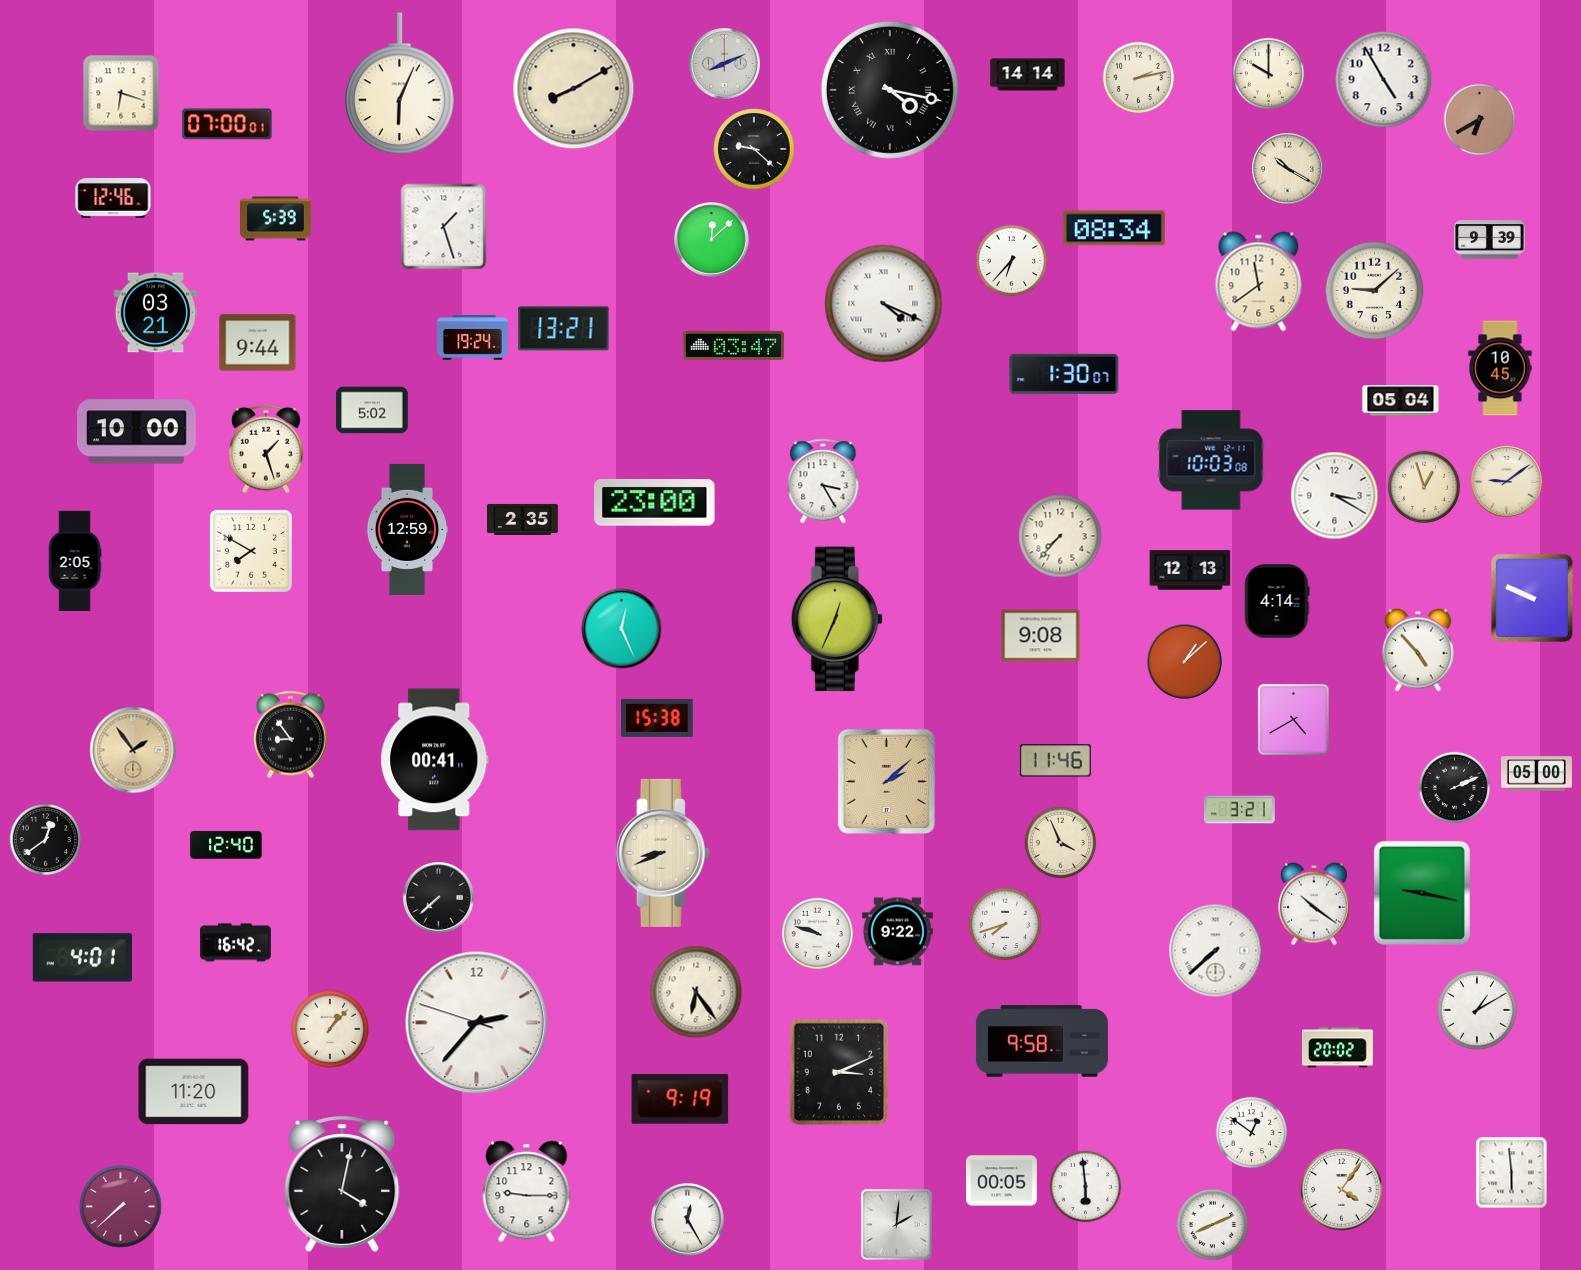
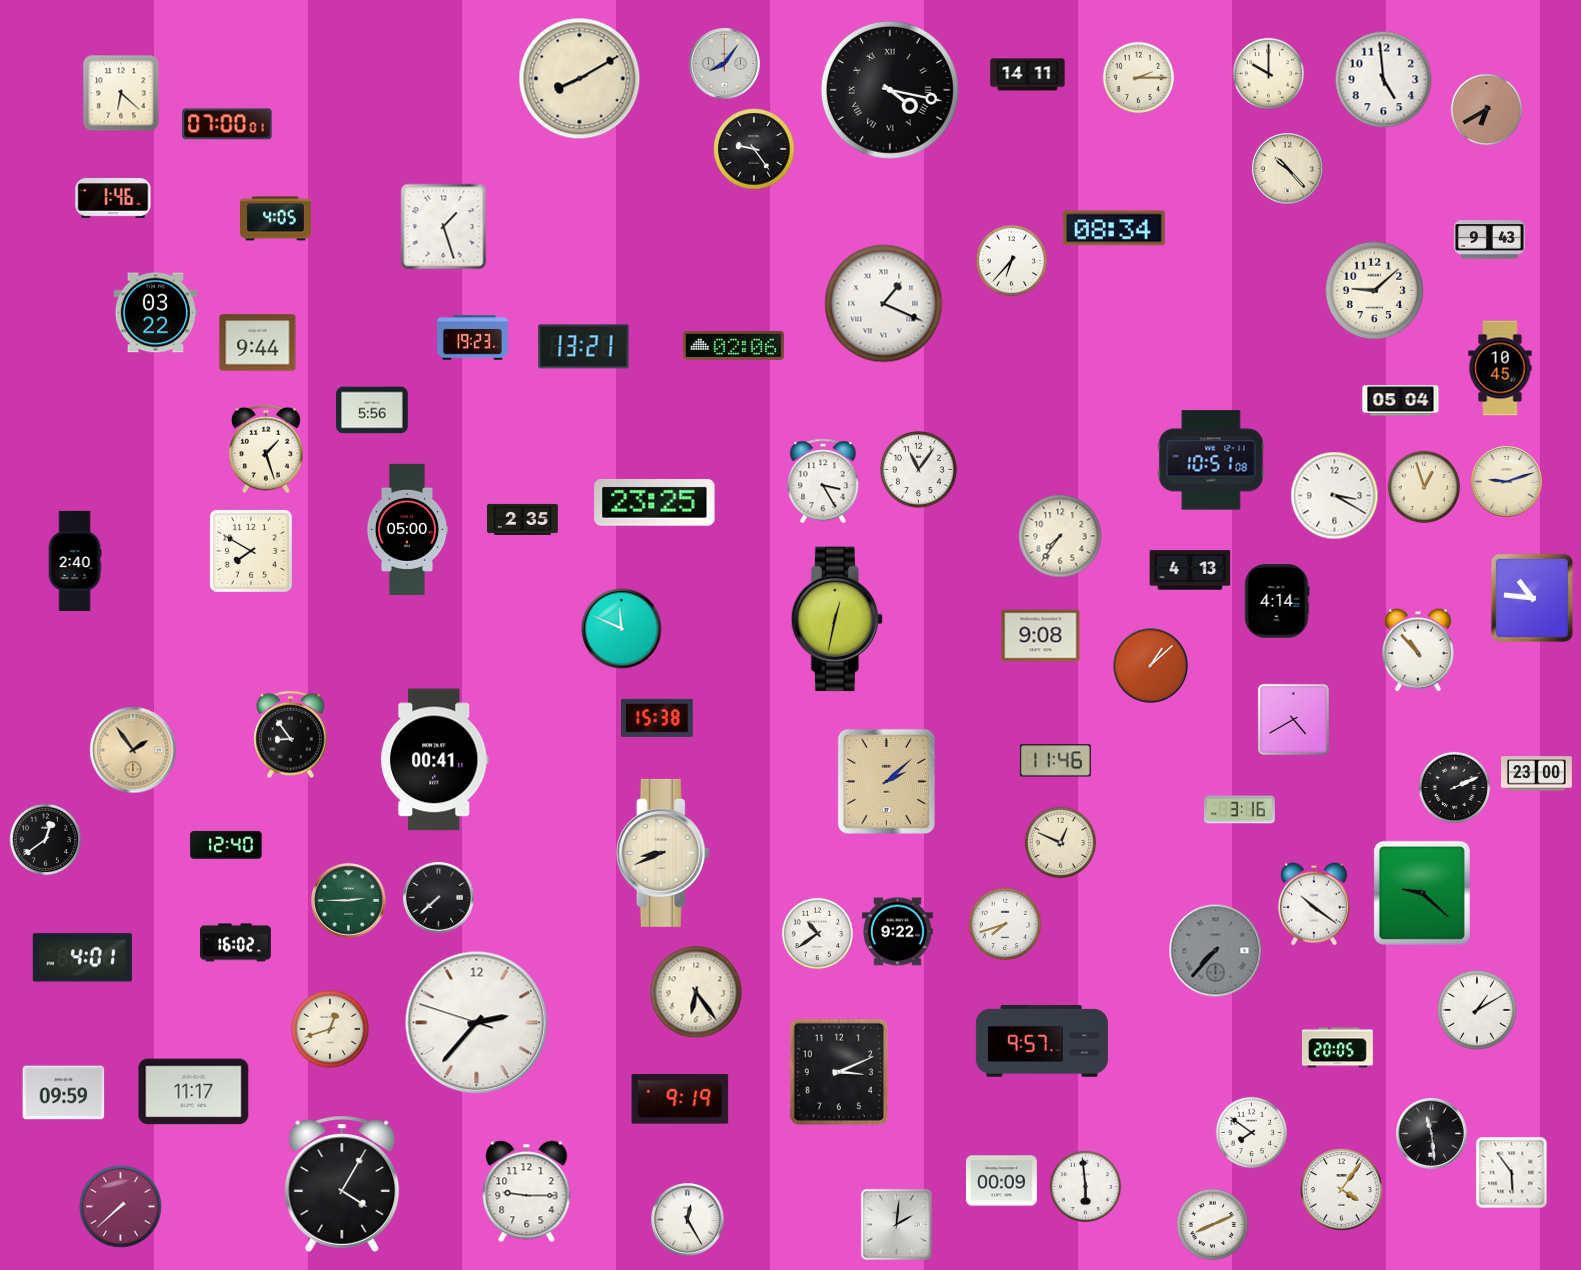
clock at (725, 64): 8:11 -> 8:06
clock at (1028, 75): 14:14 -> 14:11
clock at (1139, 78): 2:13 -> 2:15
clock at (1384, 80): 4:55 -> 4:59
clock at (400, 84): 6:04 -> none
clock at (574, 89) position: (574, 89) -> (580, 79)
clock at (121, 93): 6:18 -> 6:22
clock at (1480, 120) position: (1480, 120) -> (1487, 110)
clock at (754, 149): 9:22 -> 9:24
clock at (1288, 169): 10:20 -> 10:23
clock at (113, 199): 12:46 -> 1:46
clock at (276, 219): 5:39 -> 4:05
clock at (712, 240): 12:08 -> none
clock at (1490, 240): 9:39 -> 9:43
clock at (1259, 282): 11:39 -> none
clock at (884, 304): 4:19 -> 1:19
clock at (156, 313): 03:21 -> 03:22
clock at (564, 329) position: (564, 329) -> (584, 347)
clock at (473, 338): 19:24 -> 19:23
clock at (733, 345): 03:47 -> 02:06
clock at (1064, 374): 1:30 -> none
clock at (372, 410): 5:02 -> 5:56
clock at (137, 432): 10:00 -> none
clock at (1211, 460): 10:03 -> 10:51
clock at (918, 469): none -> 11:06
clock at (1507, 482): 9:09 -> 9:12
clock at (655, 503): 23:00 -> 23:25
clock at (407, 529): 12:59 -> 05:00
clock at (1060, 536): 7:37 -> 7:36
clock at (75, 561): 2:05 -> 2:40
clock at (1190, 570): 12:13 -> 4:13
clock at (1532, 598): 9:49 -> 10:46
clock at (836, 619): 12:34 -> 12:32
clock at (622, 629): 12:26 -> 11:49
clock at (1418, 650): 4:53 -> 10:53
clock at (1185, 662) position: (1185, 662) -> (1151, 666)
clock at (1537, 774): 05:00 -> 23:00
clock at (1240, 810): 3:21 -> 3:16
clock at (1061, 843): 3:56 -> 12:49
clock at (1422, 893): 9:17 -> 9:22
clock at (349, 901): none -> 2:45
clock at (818, 934): 9:48 -> 10:39
clock at (236, 943): 16:42 -> 16:02
clock at (1216, 951): 7:38 -> 7:37
clock at (1216, 951) dial: white -> grey
clock at (331, 1030): 1:07 -> 12:42
clock at (1042, 1041): 9:58 -> 9:57
clock at (1338, 1048): 20:02 -> 20:05
clock at (194, 1092): 11:20 -> 11:17
clock at (64, 1093): none -> 09:59
clock at (1252, 1133): 12:51 -> 7:51
clock at (1432, 1134): none -> 11:29
clock at (1512, 1173): 5:59 -> 5:54
clock at (1002, 1181): 00:05 -> 00:09
clock at (342, 1184): 4:02 -> 4:05
